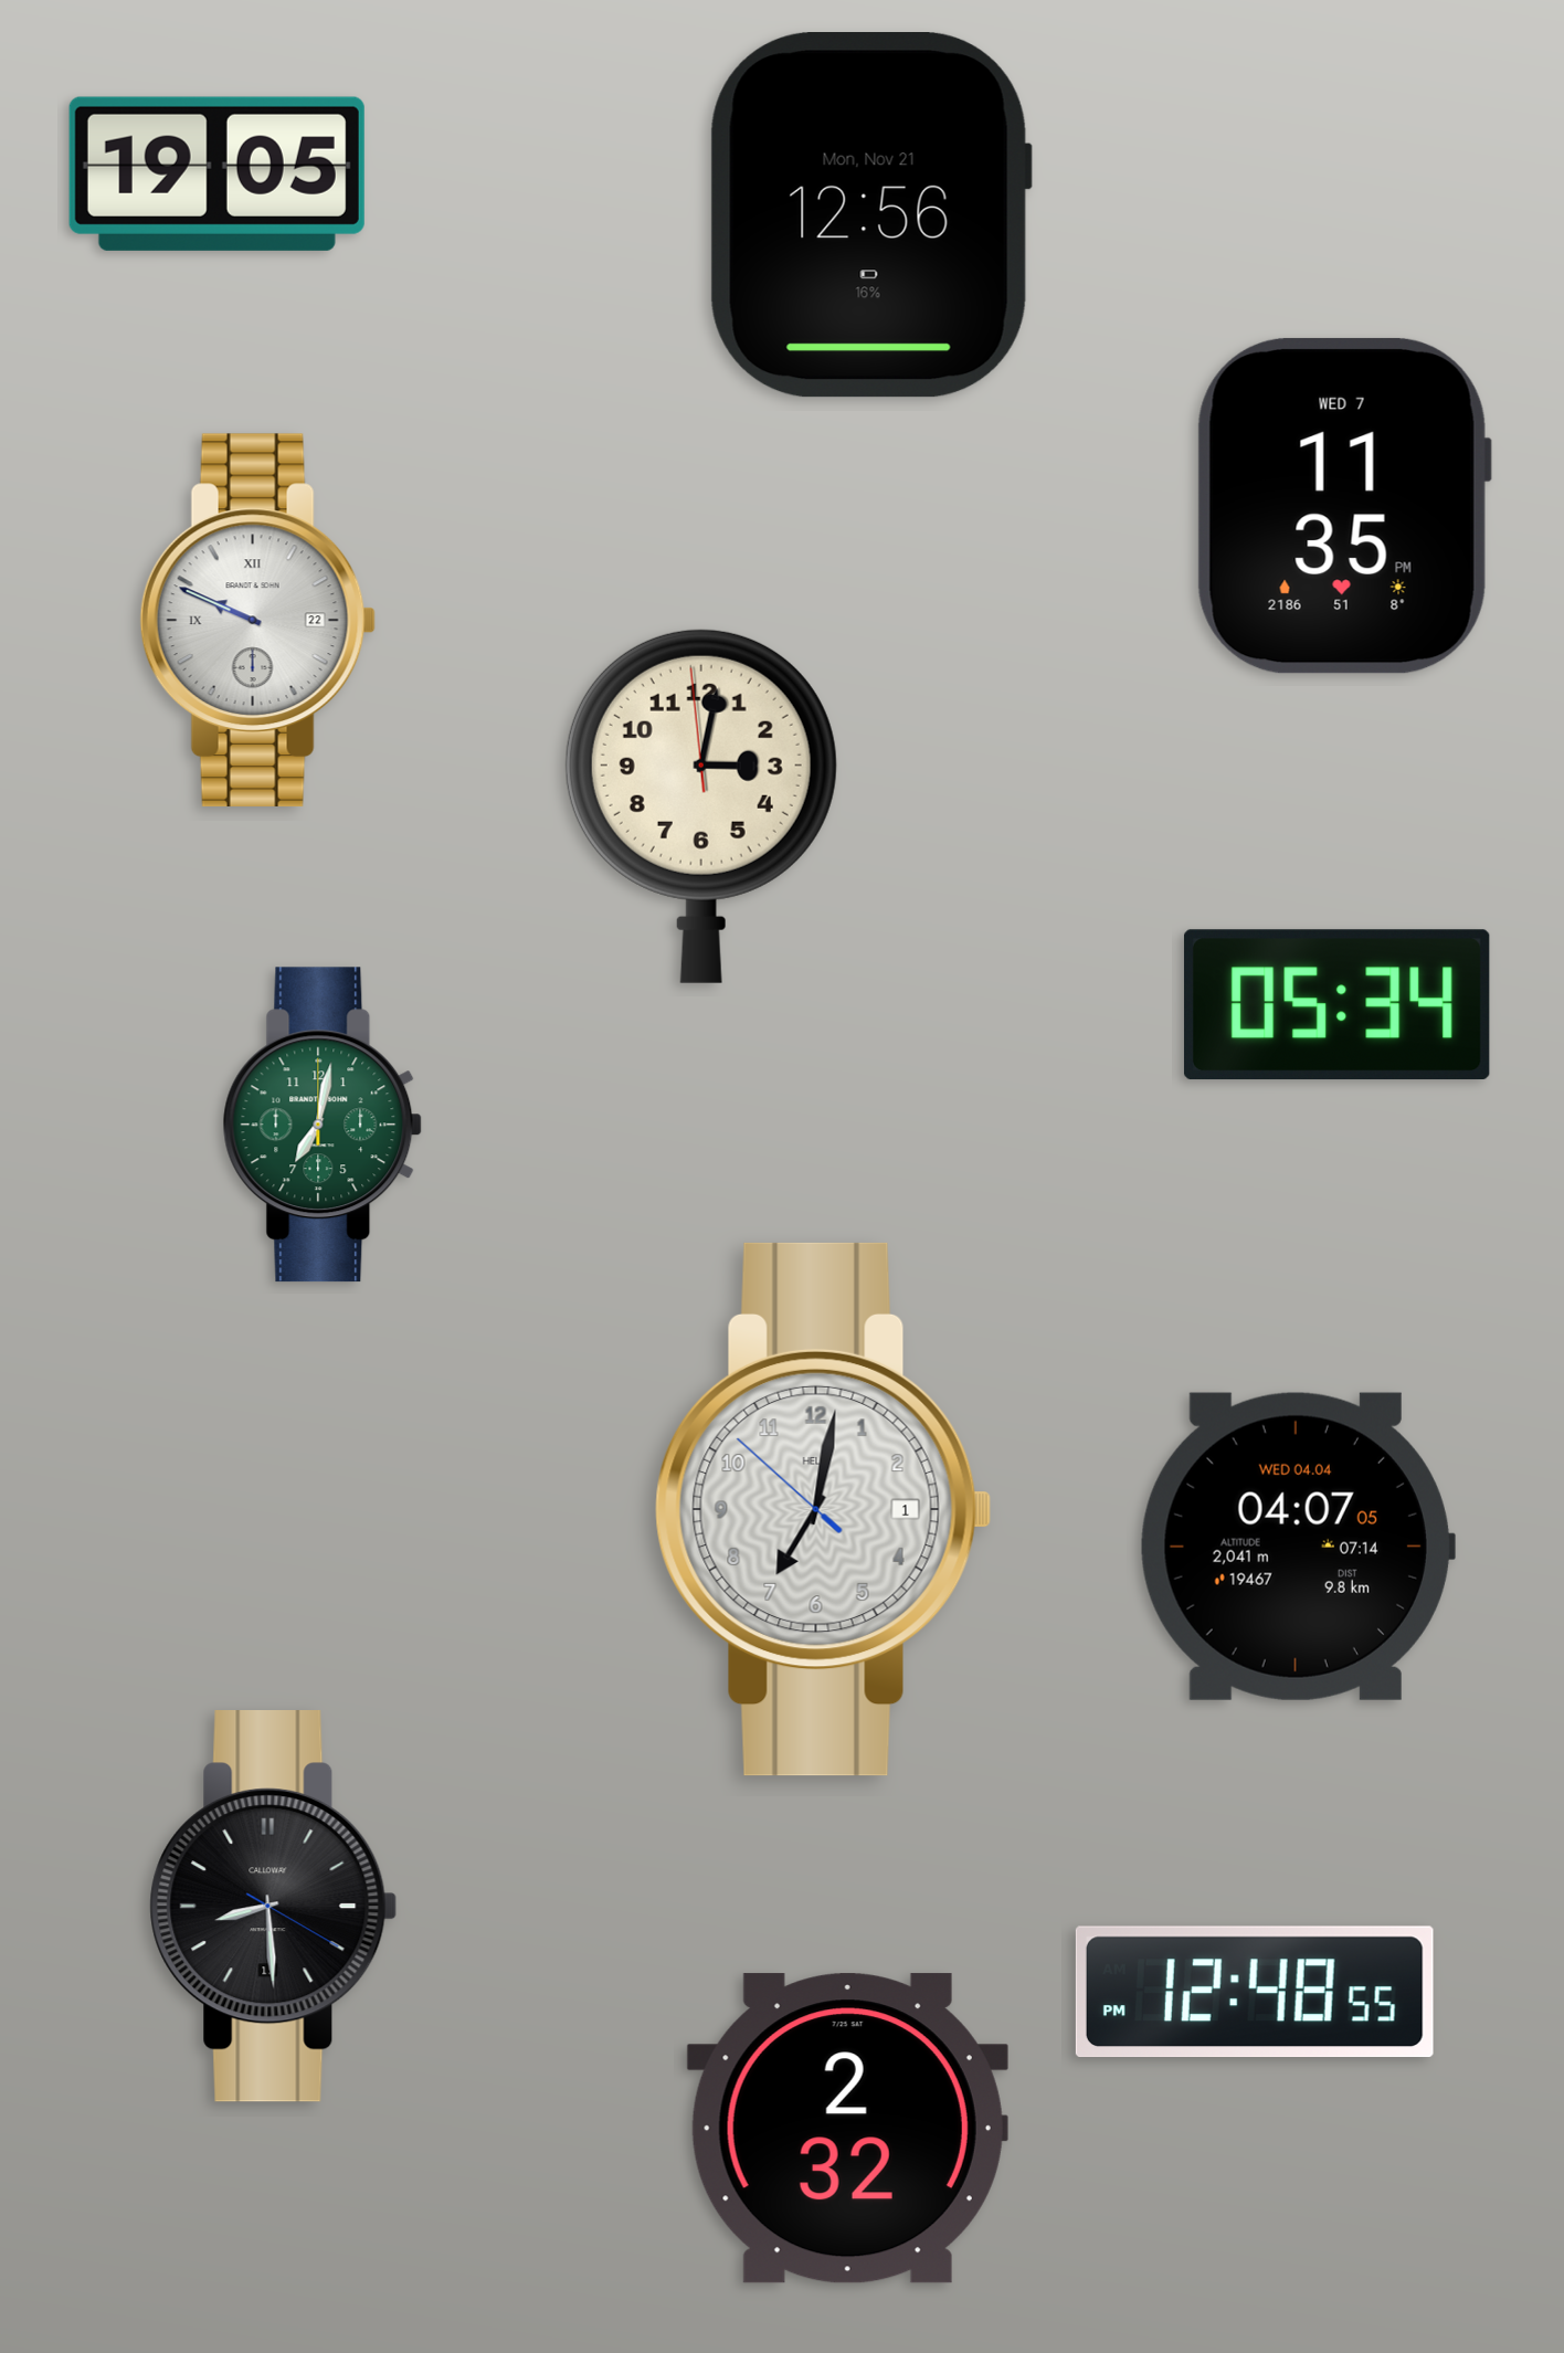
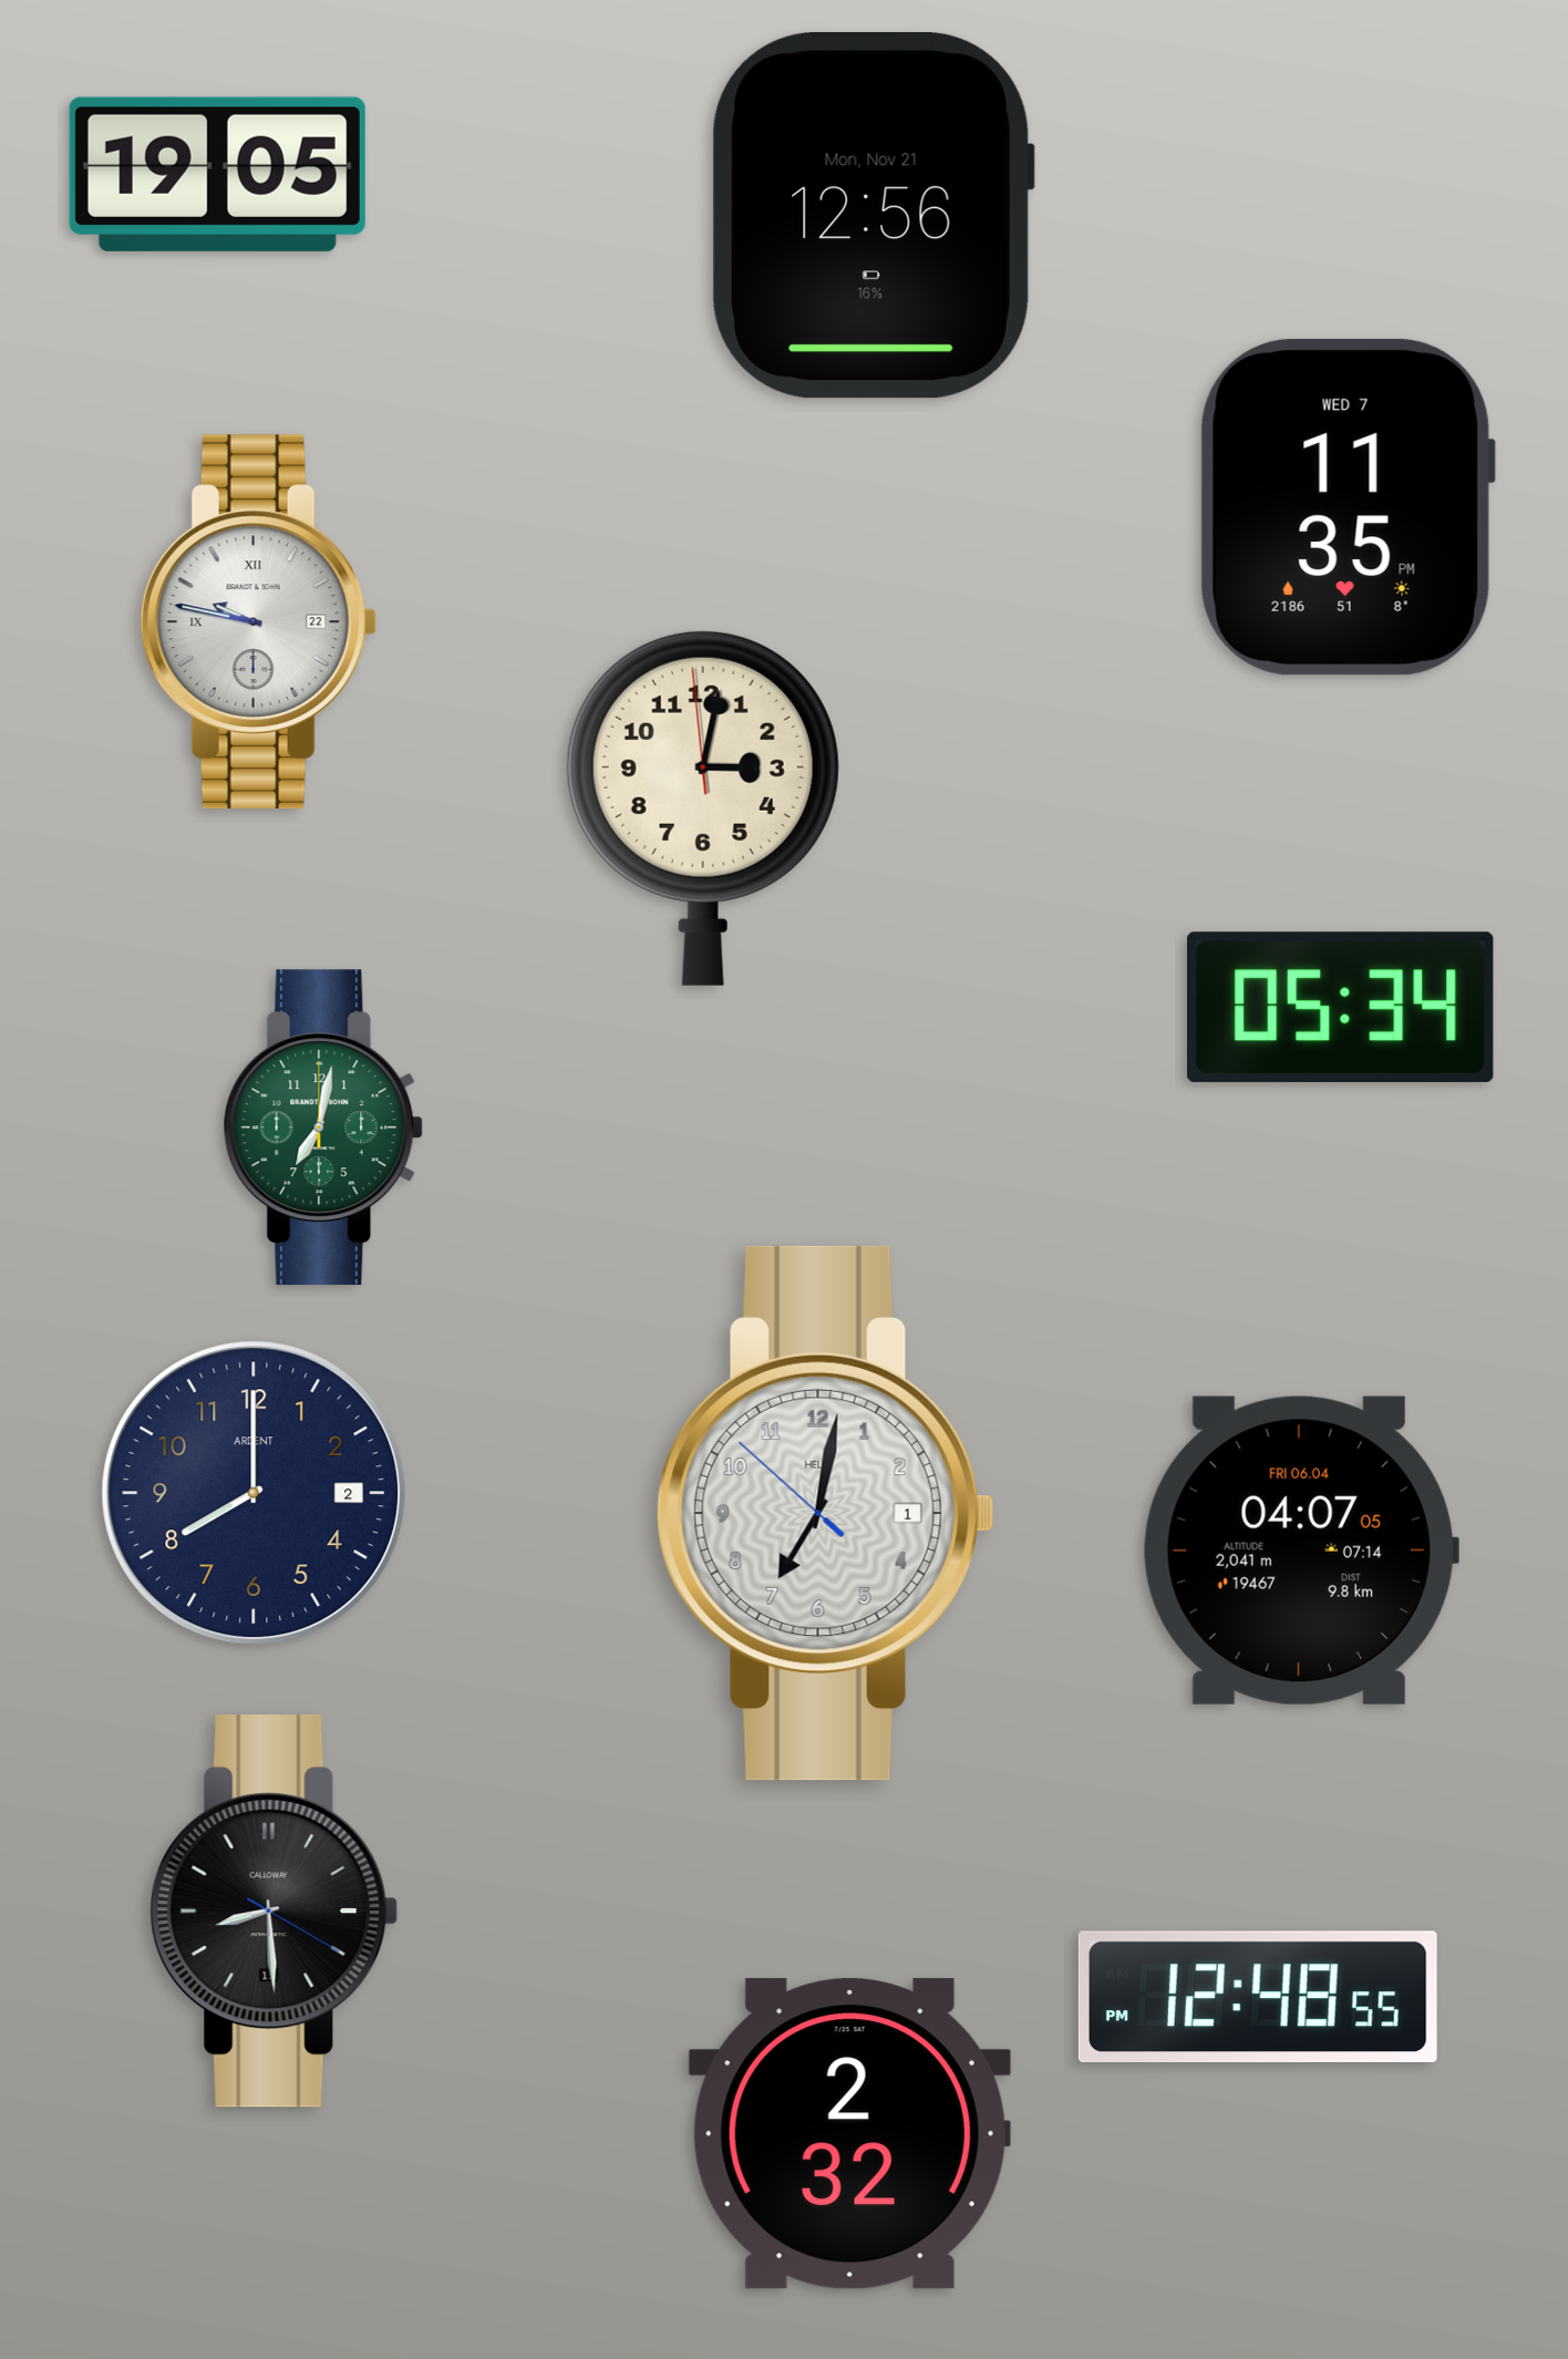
clock at (257, 620): 9:49 -> 9:47
clock at (254, 1493): none -> 8:00
clock at (1297, 1547) date: WED 04.04 -> FRI 06.04
